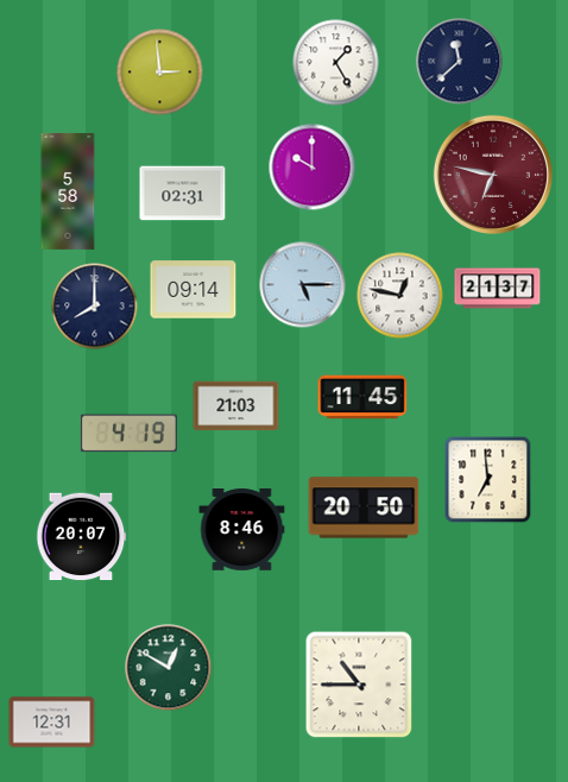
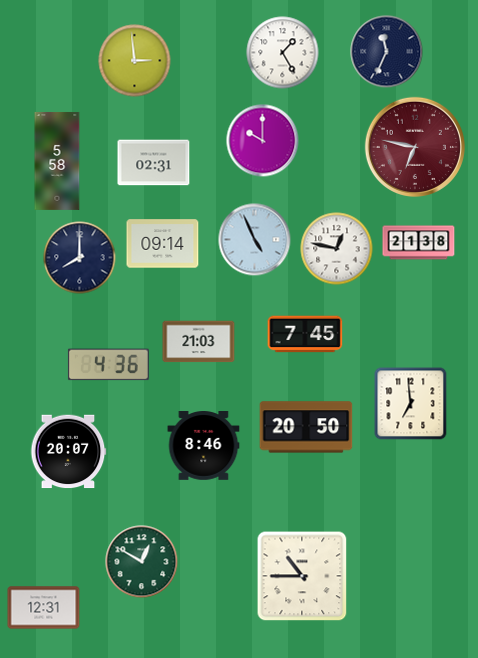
clock at (460, 62): 11:38 -> 11:34
clock at (303, 285): 5:15 -> 4:56
clock at (498, 289): 21:37 -> 21:38
clock at (362, 397): 11:45 -> 7:45
clock at (128, 434): 4:19 -> 4:36
